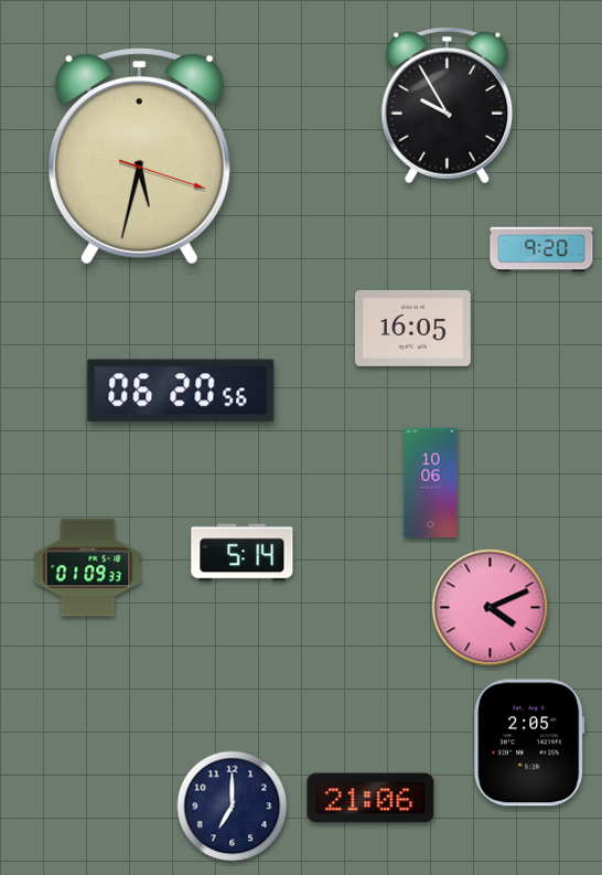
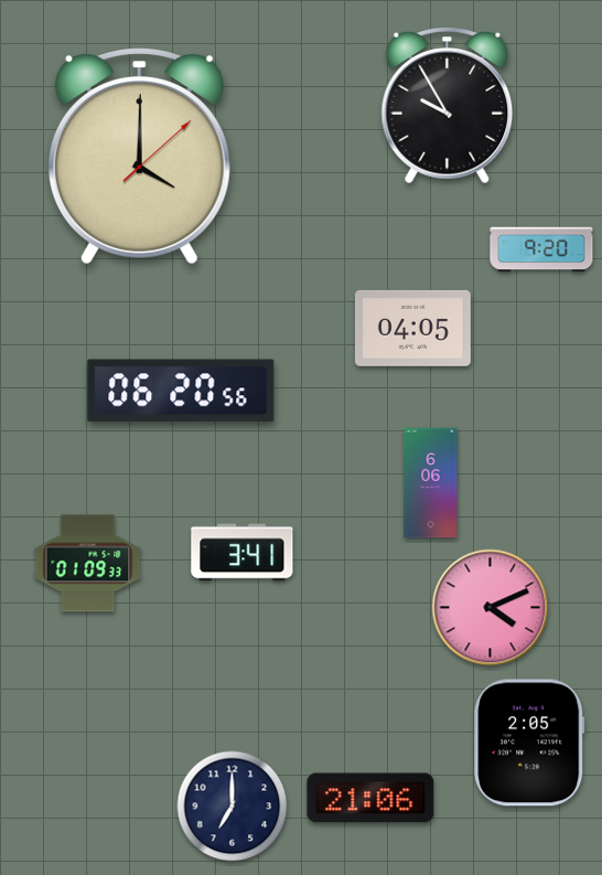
clock at (139, 157): 5:32 -> 4:00
clock at (412, 328): 16:05 -> 04:05
clock at (431, 483): 10:06 -> 6:06
clock at (243, 553): 5:14 -> 3:41
clock at (88, 568) position: (88, 568) -> (88, 564)
